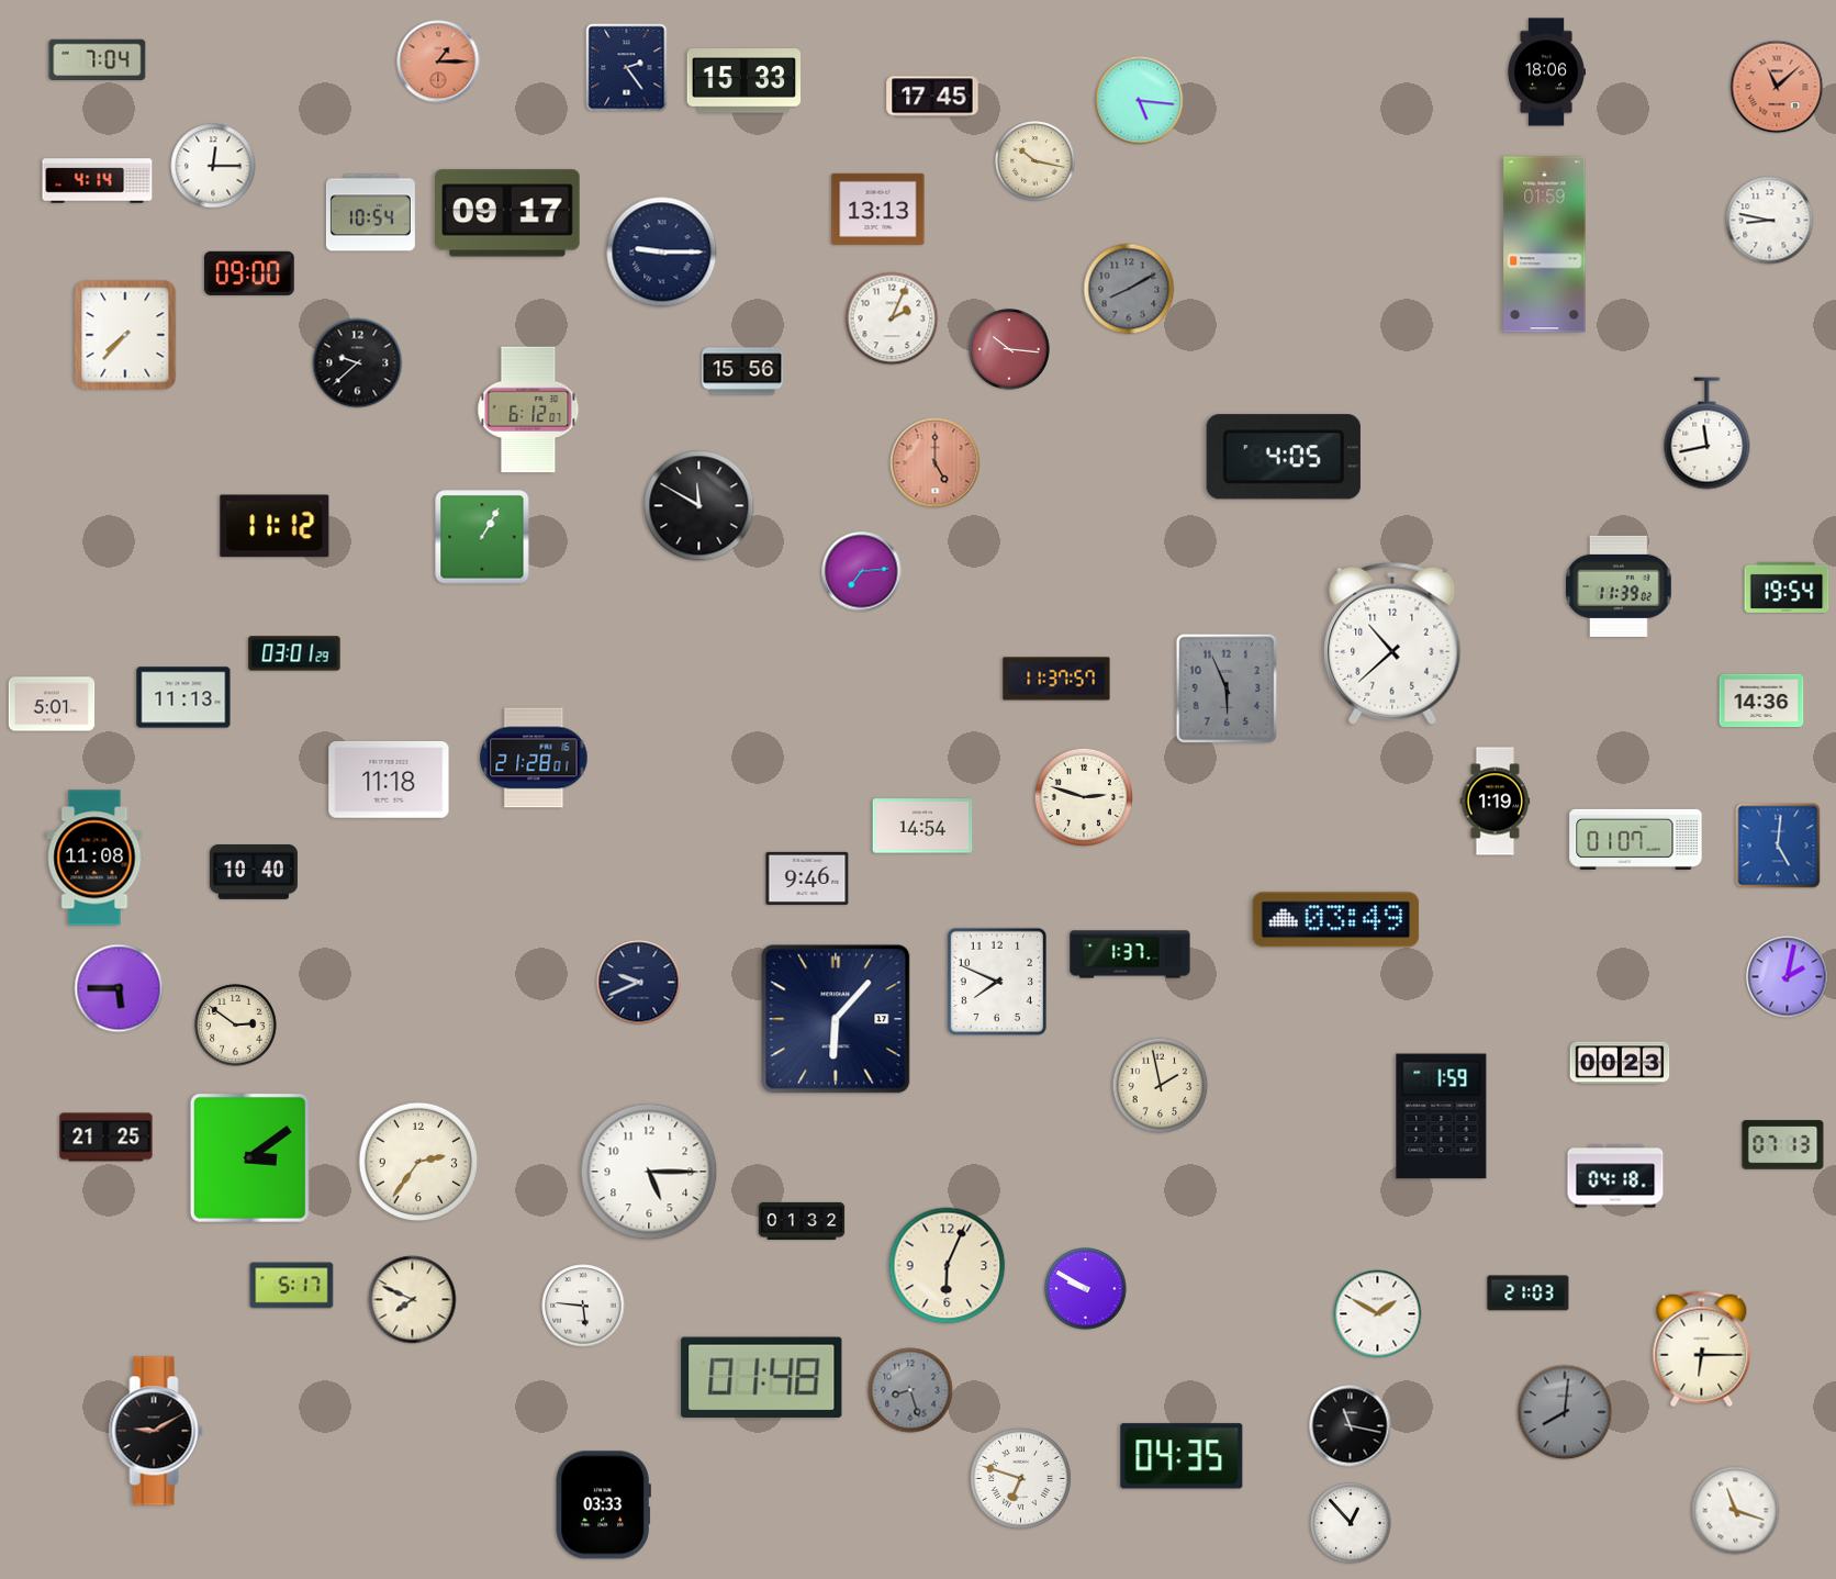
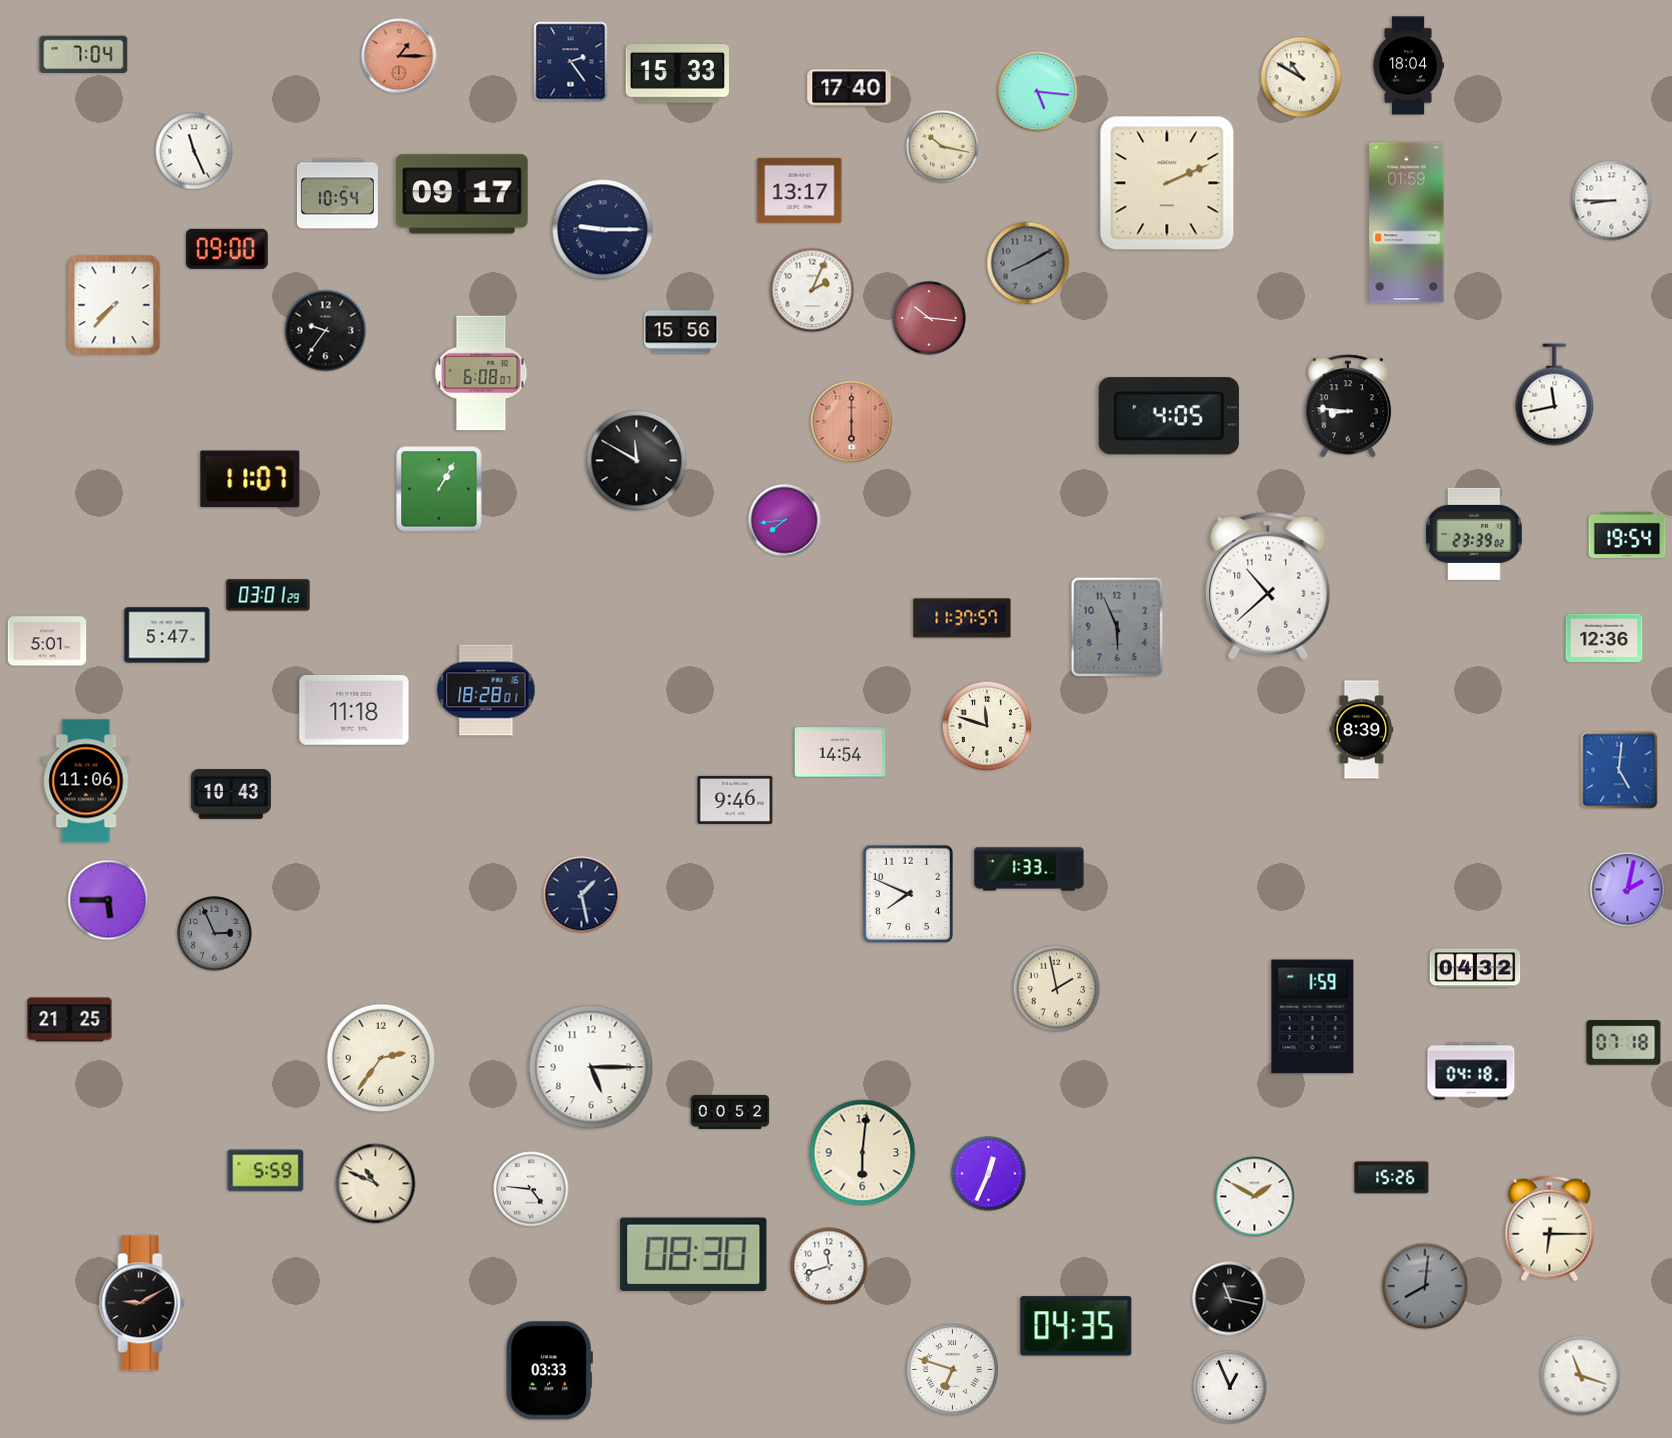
clock at (98, 59) position: (98, 59) -> (84, 54)
clock at (1546, 72): 18:06 -> 18:04
clock at (1301, 77): none -> 10:50
clock at (1777, 87): 11:08 -> none
clock at (932, 97): 17:45 -> 17:40
clock at (213, 166): 12:15 -> 11:26
clock at (98, 181): 4:14 -> none
clock at (1167, 183): none -> 2:11
clock at (878, 209): 13:13 -> 13:17
clock at (1770, 221): 8:47 -> 8:45
clock at (1009, 349) position: (1009, 349) -> (929, 318)
clock at (358, 363): 9:38 -> 9:36
clock at (742, 371) position: (742, 371) -> (681, 332)
clock at (528, 410): 6:12 -> 6:08
clock at (1348, 406): none -> 8:46
clock at (936, 463): 5:00 -> 6:00
clock at (275, 526): 11:12 -> 11:07
clock at (862, 572): 7:14 -> 7:44
clock at (1620, 586): 11:39 -> 23:39
clock at (183, 697): 11:13 -> 5:47
clock at (1761, 701): 14:36 -> 12:36
clock at (534, 758): 21:28 -> 18:28
clock at (1083, 796): 2:48 -> 11:48
clock at (1496, 802): 1:19 -> 8:39
clock at (1636, 839): 01:07 -> none
clock at (94, 858): 11:08 -> 11:06
clock at (254, 873): 10:40 -> 10:43
clock at (1336, 920): 03:49 -> none
clock at (1130, 954): 1:37 -> 1:33
clock at (639, 983): 9:41 -> 1:28
clock at (836, 1019): 6:07 -> none
clock at (236, 1026): 2:51 -> 2:56
clock at (236, 1026) dial: cream -> grey
clock at (1620, 1063): 00:23 -> 04:32
clock at (107, 1138) position: (107, 1138) -> (70, 1020)
clock at (1783, 1145): 07:13 -> 07:18
clock at (249, 1157): 3:09 -> none
clock at (802, 1221): 01:32 -> 00:52
clock at (948, 1266): 6:04 -> 6:01
clock at (292, 1286): 5:17 -> 5:59
clock at (1086, 1289): 9:50 -> 12:34
clock at (1529, 1294): 21:03 -> 15:26
clock at (413, 1300): 7:49 -> 10:49
clock at (583, 1306): 5:46 -> 4:46
clock at (762, 1377): 01:48 -> 08:30
clock at (910, 1390): 8:27 -> 11:42
clock at (910, 1390) dial: grey -> white
clock at (1020, 1478) position: (1020, 1478) -> (952, 1369)
clock at (1351, 1523): 12:53 -> 12:56
